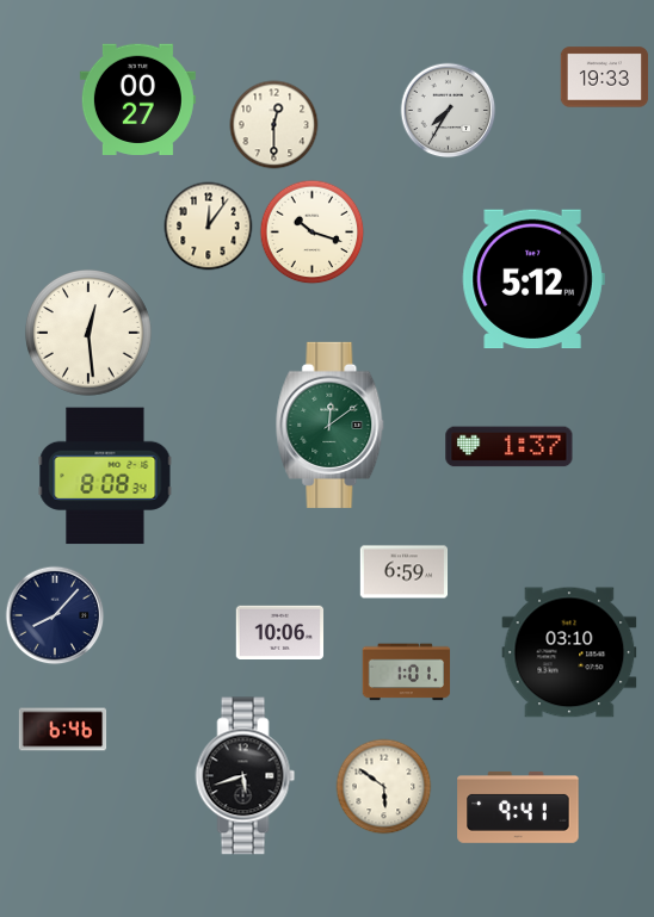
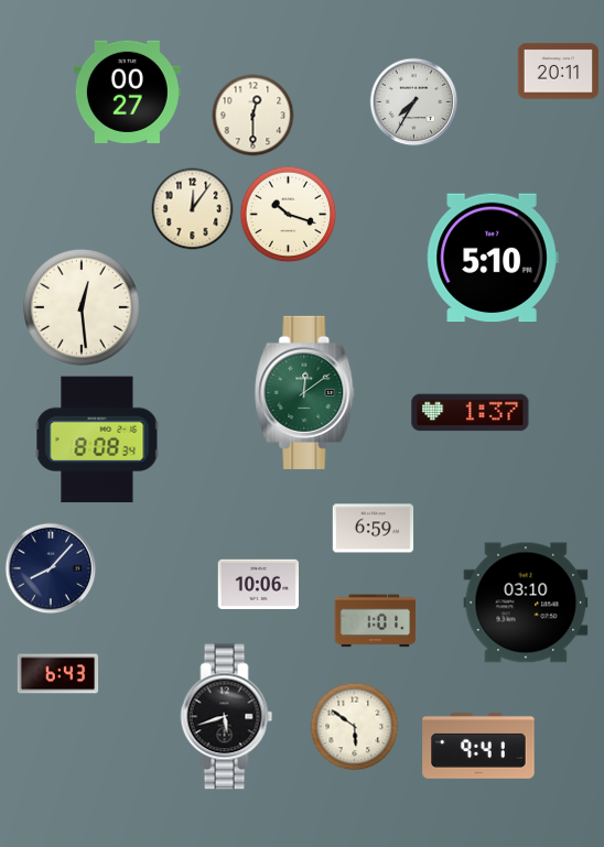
clock at (605, 78): 19:33 -> 20:11
clock at (533, 279): 5:12 -> 5:10
clock at (63, 730): 6:46 -> 6:43
